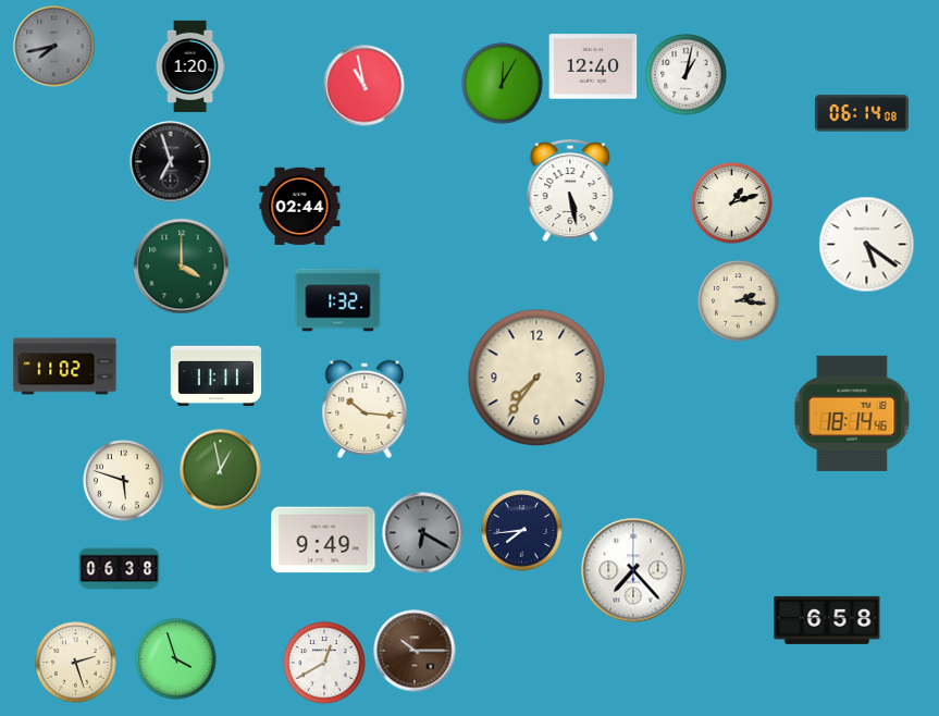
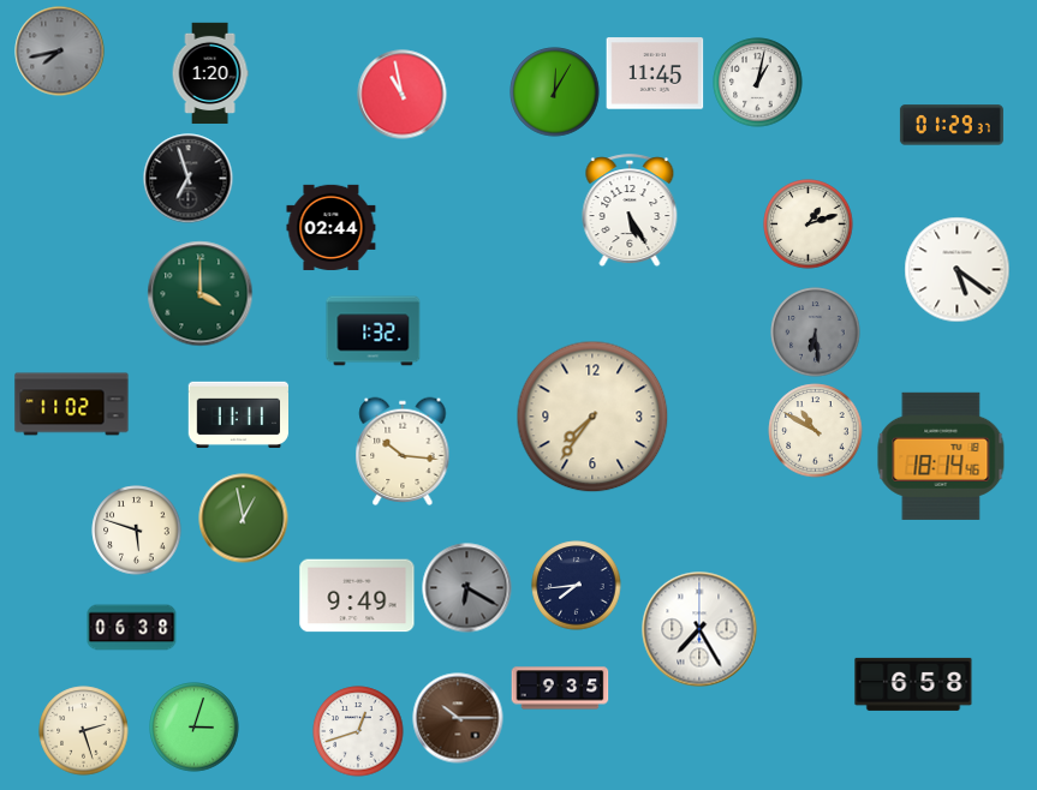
clock at (593, 66): 12:40 -> 11:45
clock at (862, 113): 06:14 -> 01:29
clock at (570, 192): 5:28 -> 5:25
clock at (739, 301): 2:16 -> 6:29
clock at (739, 301) dial: cream -> grey
clock at (816, 431): none -> 10:50
clock at (633, 570): 7:23 -> 7:25
clock at (560, 688): none -> 9:35
clock at (176, 659): 3:57 -> 3:03
clock at (324, 663): 12:40 -> 12:42
